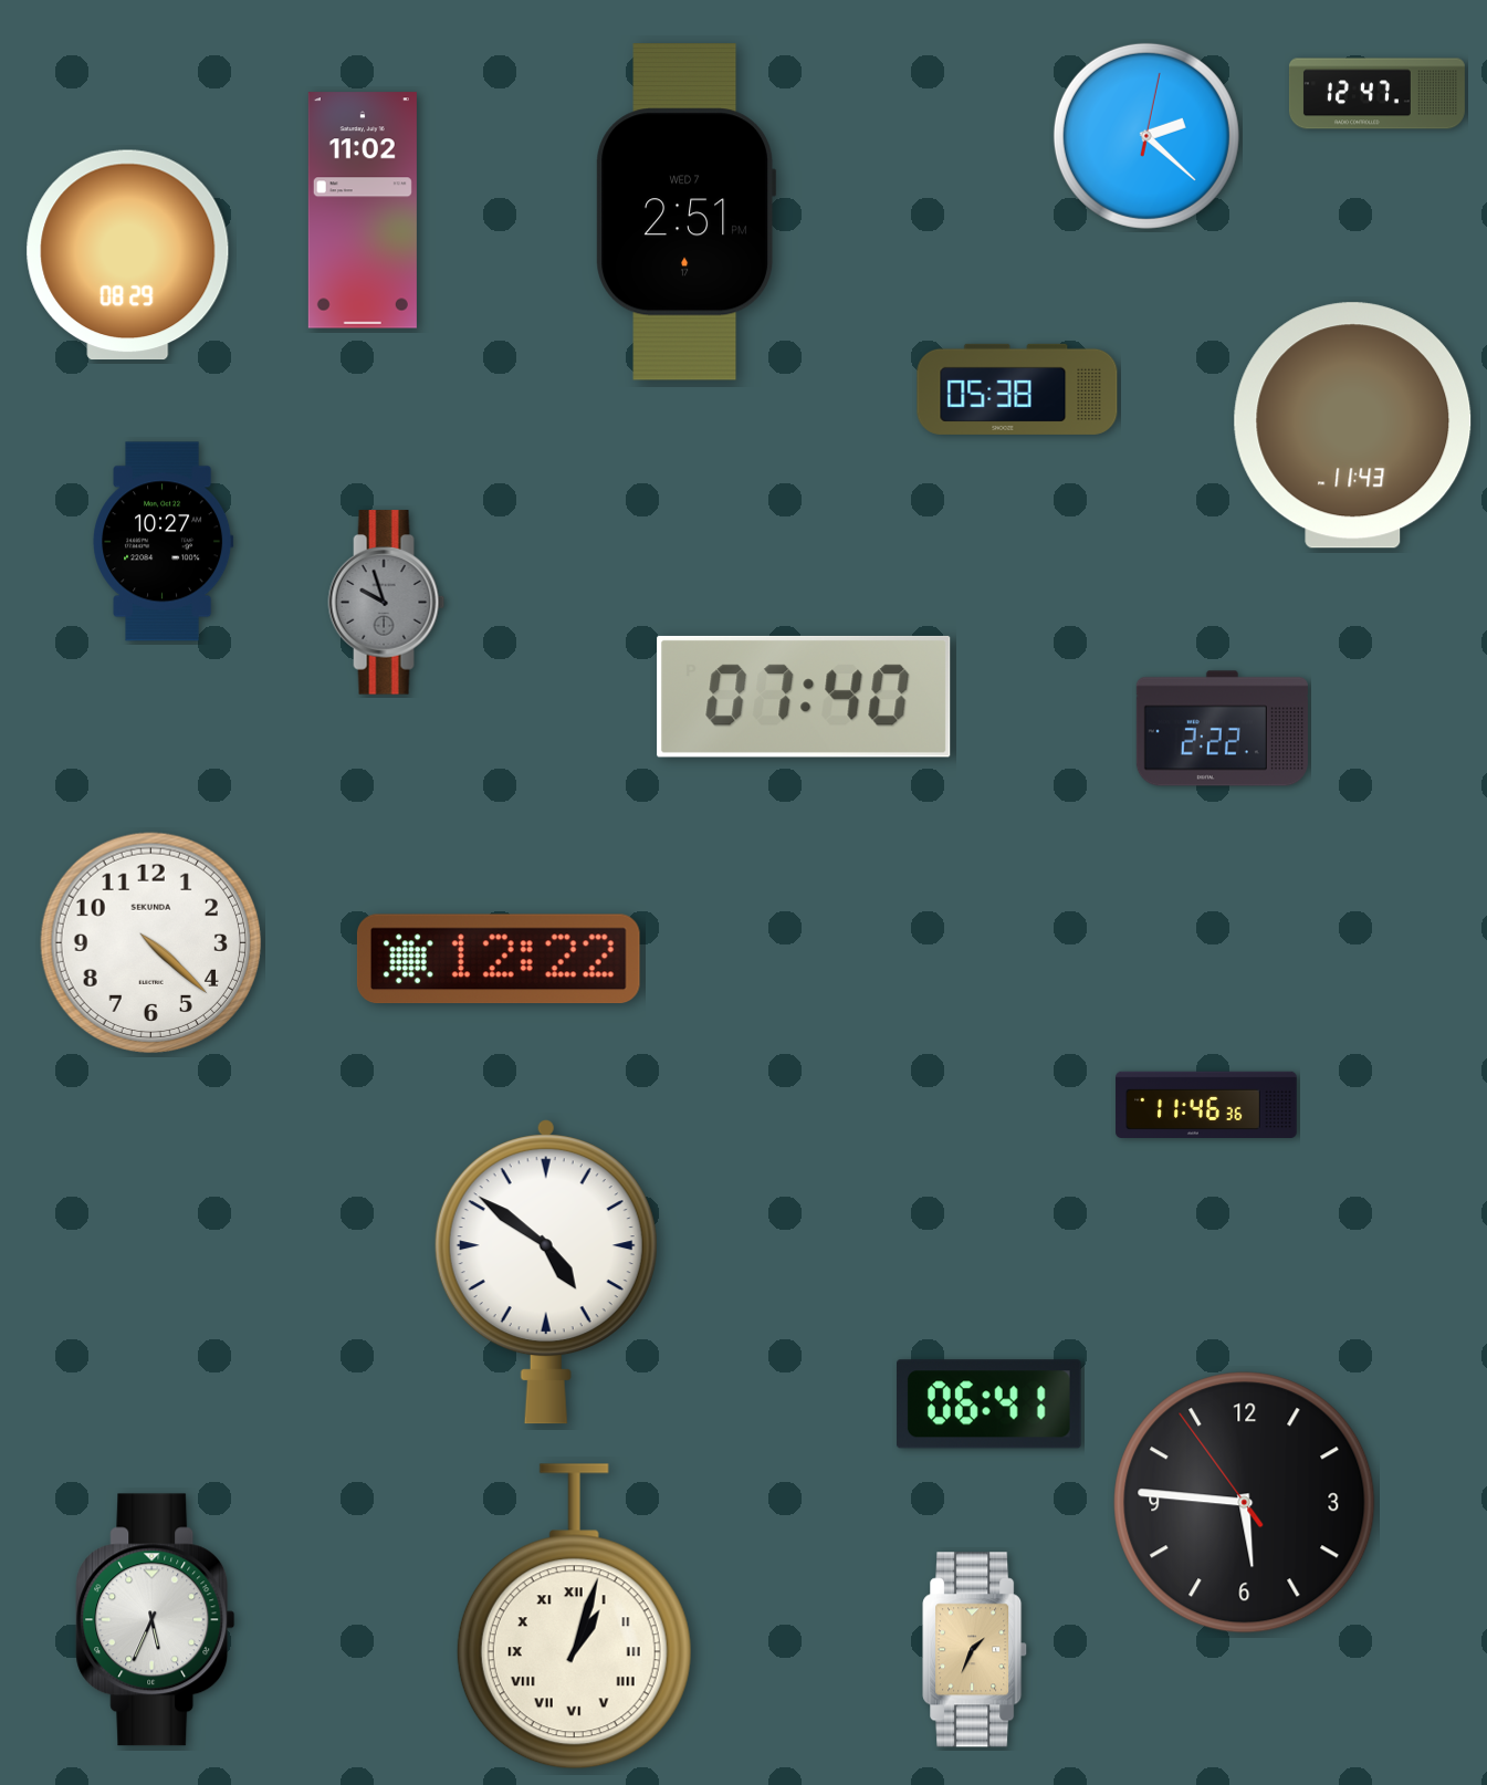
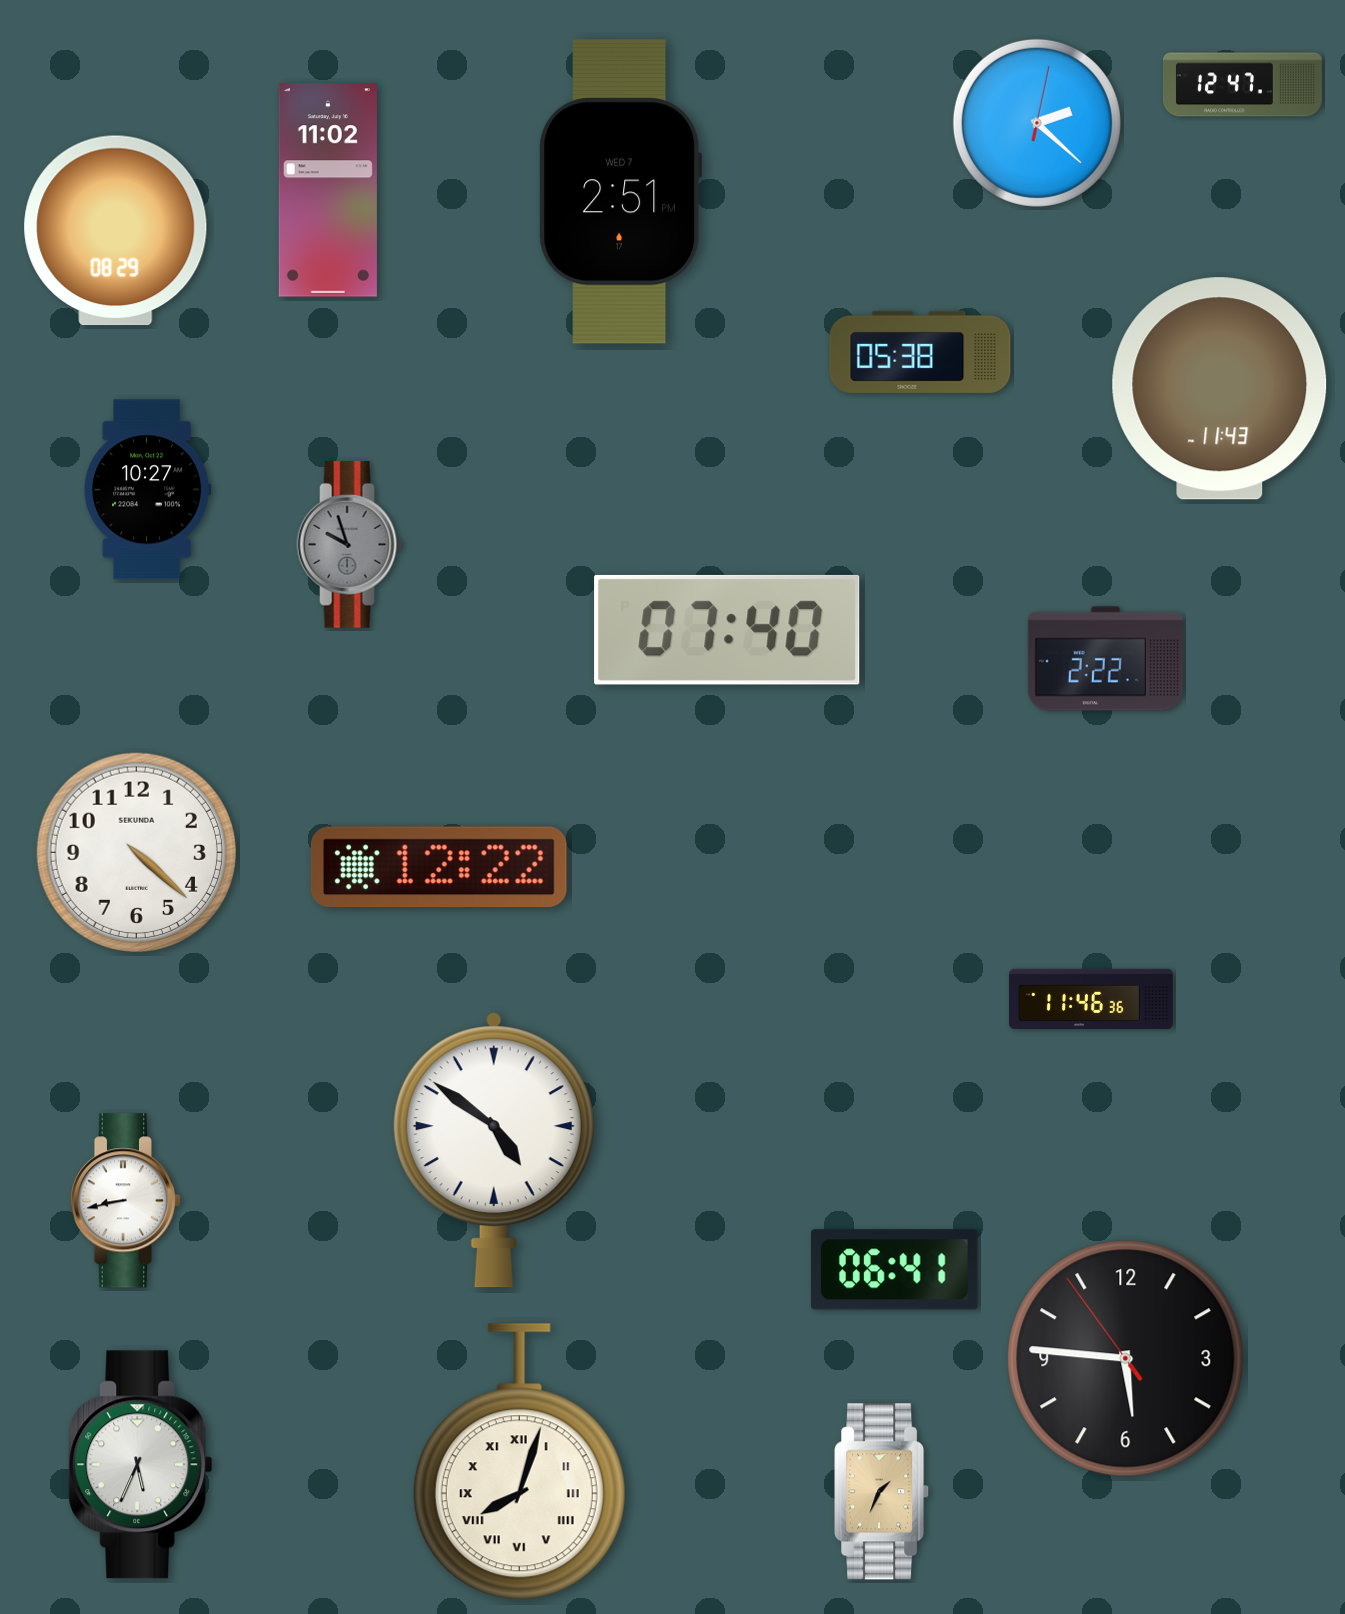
clock at (1376, 94) position: (1376, 94) -> (1242, 85)
clock at (1353, 426) position: (1353, 426) -> (1220, 389)
clock at (499, 959) position: (499, 959) -> (439, 867)
clock at (126, 1201): none -> 8:43
clock at (574, 1617): 1:03 -> 8:03
